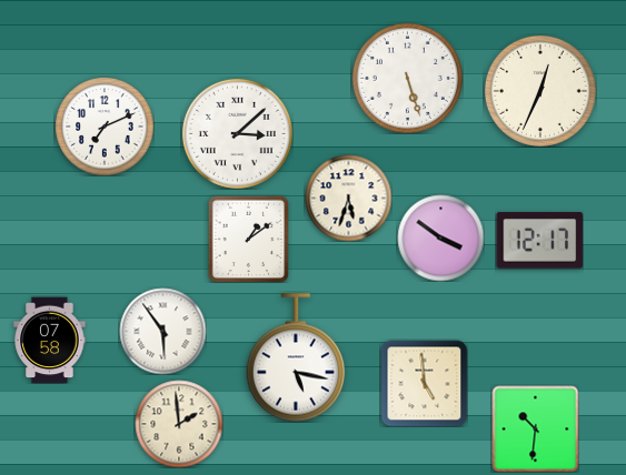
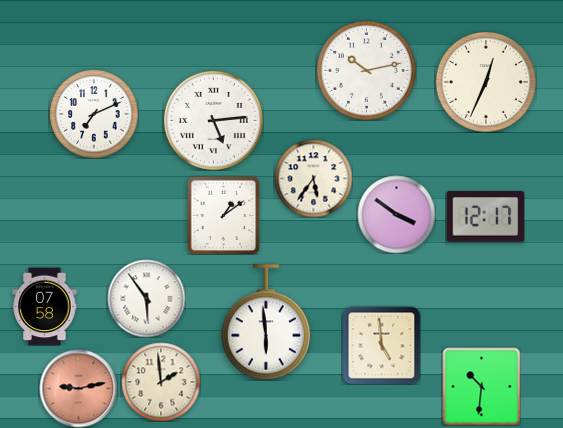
clock at (407, 78): 5:27 -> 10:13
clock at (237, 133): 3:08 -> 5:14
clock at (348, 198): 5:33 -> 5:36
clock at (296, 357): 5:17 -> 5:59
clock at (78, 388): none -> 9:13
